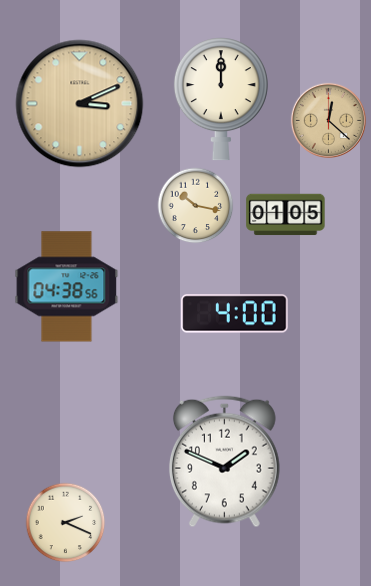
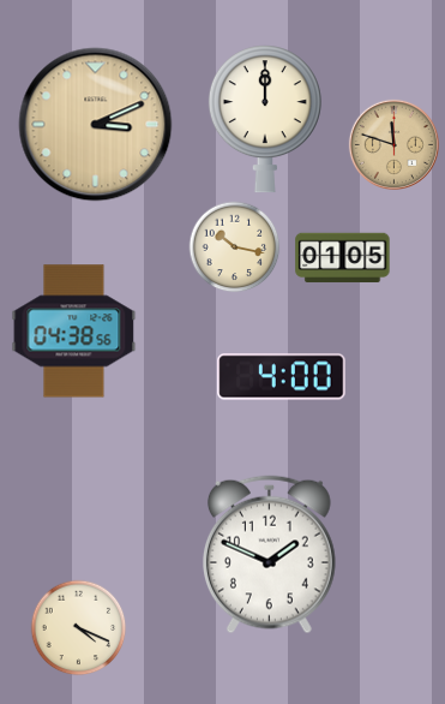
clock at (328, 120): 12:22 -> 11:48
clock at (67, 287) position: (67, 287) -> (74, 332)
clock at (66, 523): 2:19 -> 4:19
